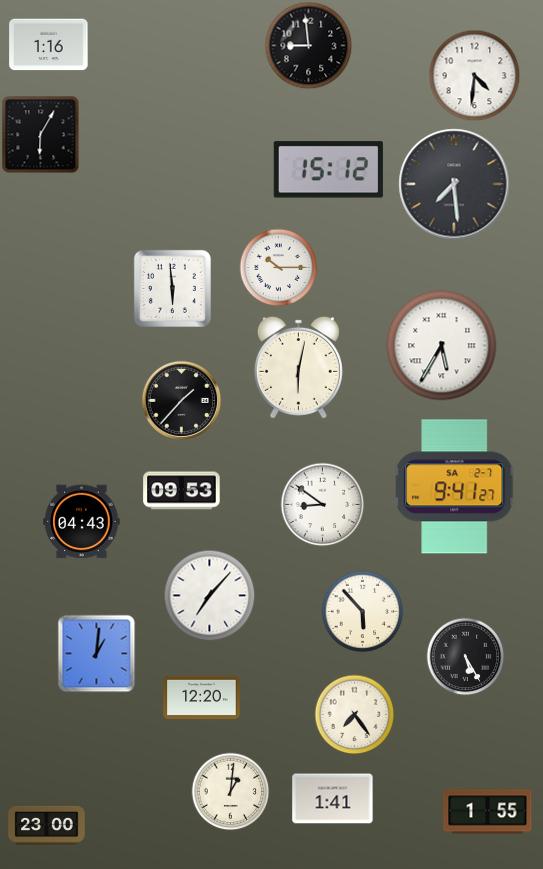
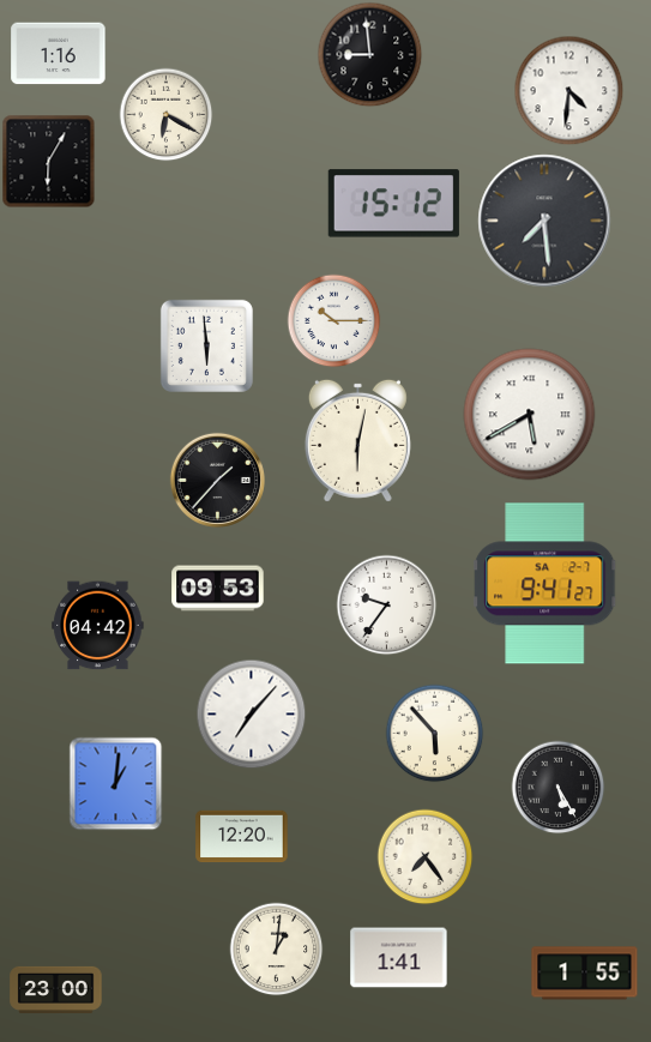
clock at (165, 114): none -> 6:20
clock at (442, 346): 5:35 -> 5:40
clock at (322, 504): 8:51 -> 9:36
clock at (82, 522): 04:43 -> 04:42
